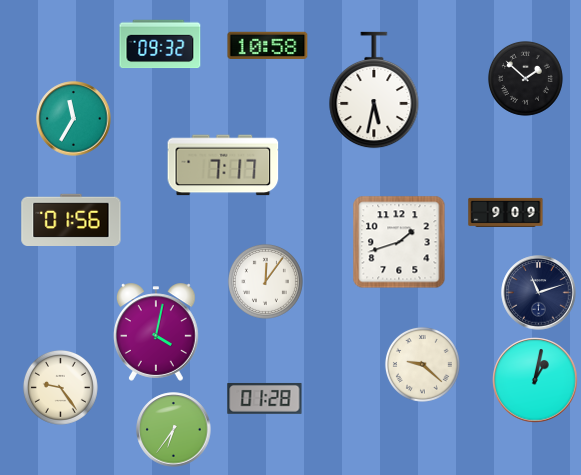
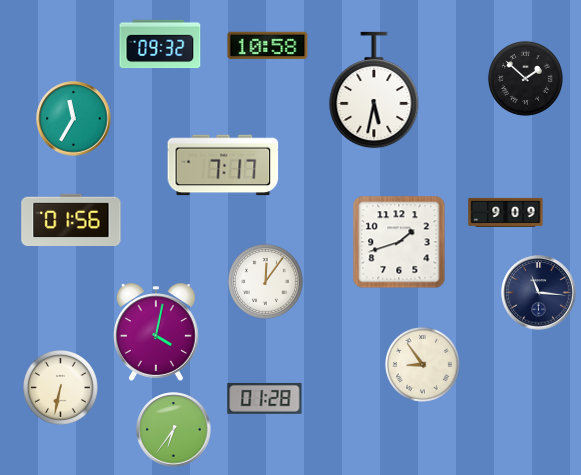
clock at (539, 293): 11:12 -> 11:16
clock at (422, 364): 9:22 -> 8:54
clock at (535, 380): 1:02 -> none
clock at (60, 387): 9:24 -> 6:32
